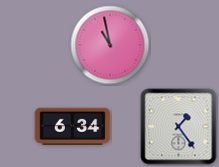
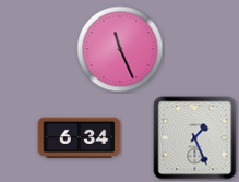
clock at (110, 45): 10:58 -> 11:26
clock at (179, 127): 1:24 -> 1:26
